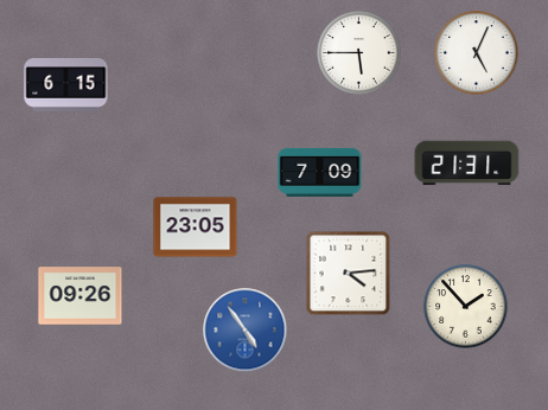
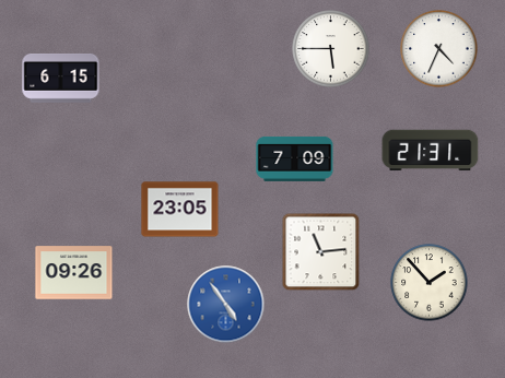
clock at (477, 53): 5:04 -> 4:34
clock at (349, 274): 4:14 -> 11:14
